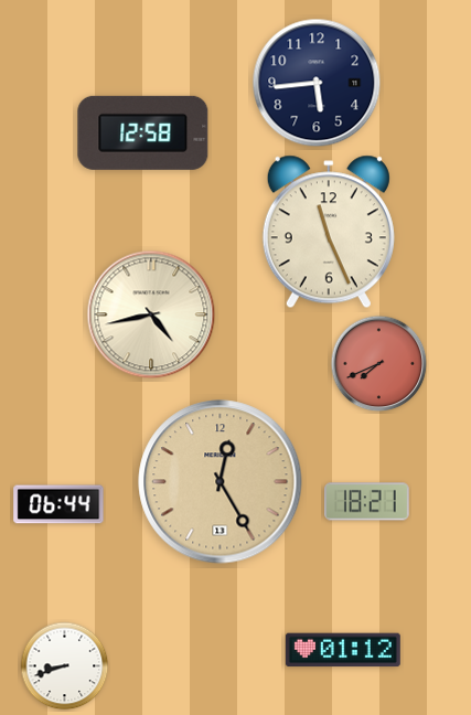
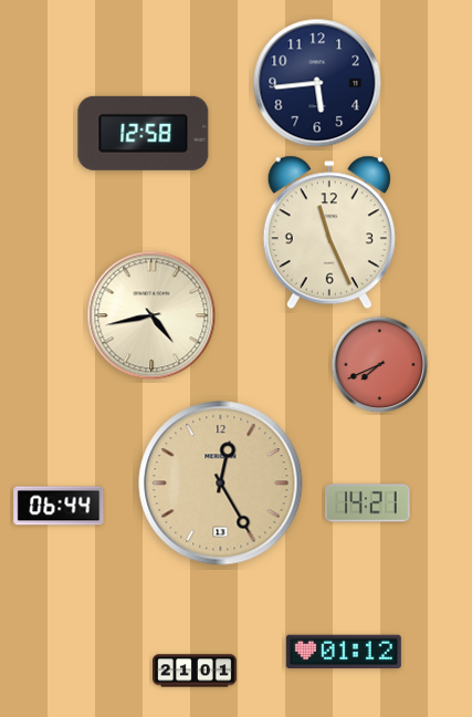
clock at (367, 502): 18:21 -> 14:21
clock at (65, 666): 8:42 -> none
clock at (195, 671): none -> 21:01
